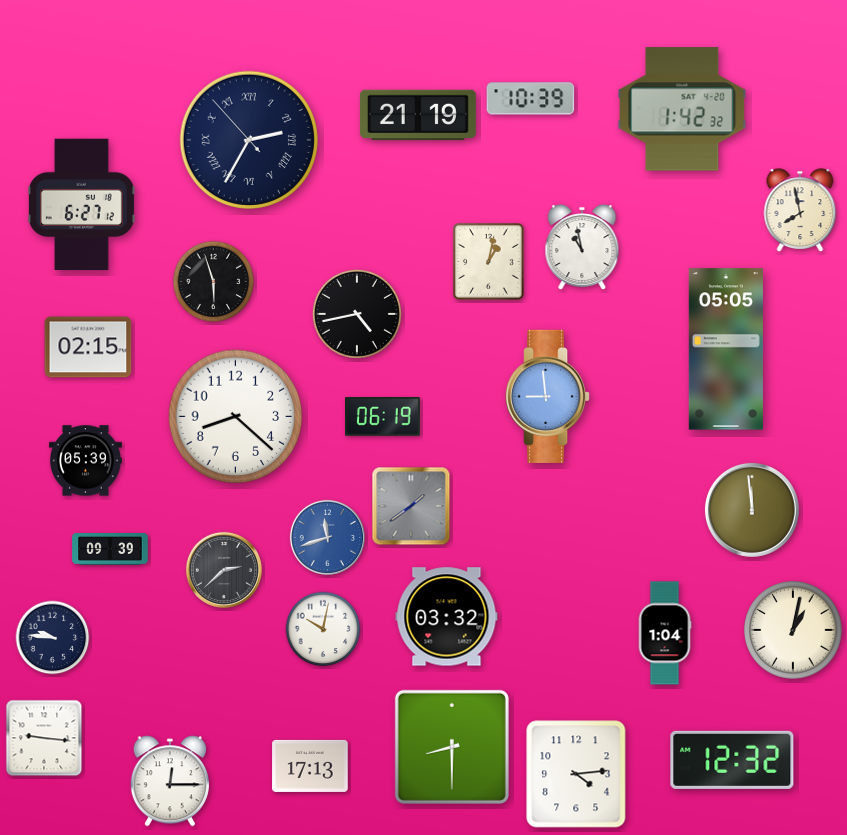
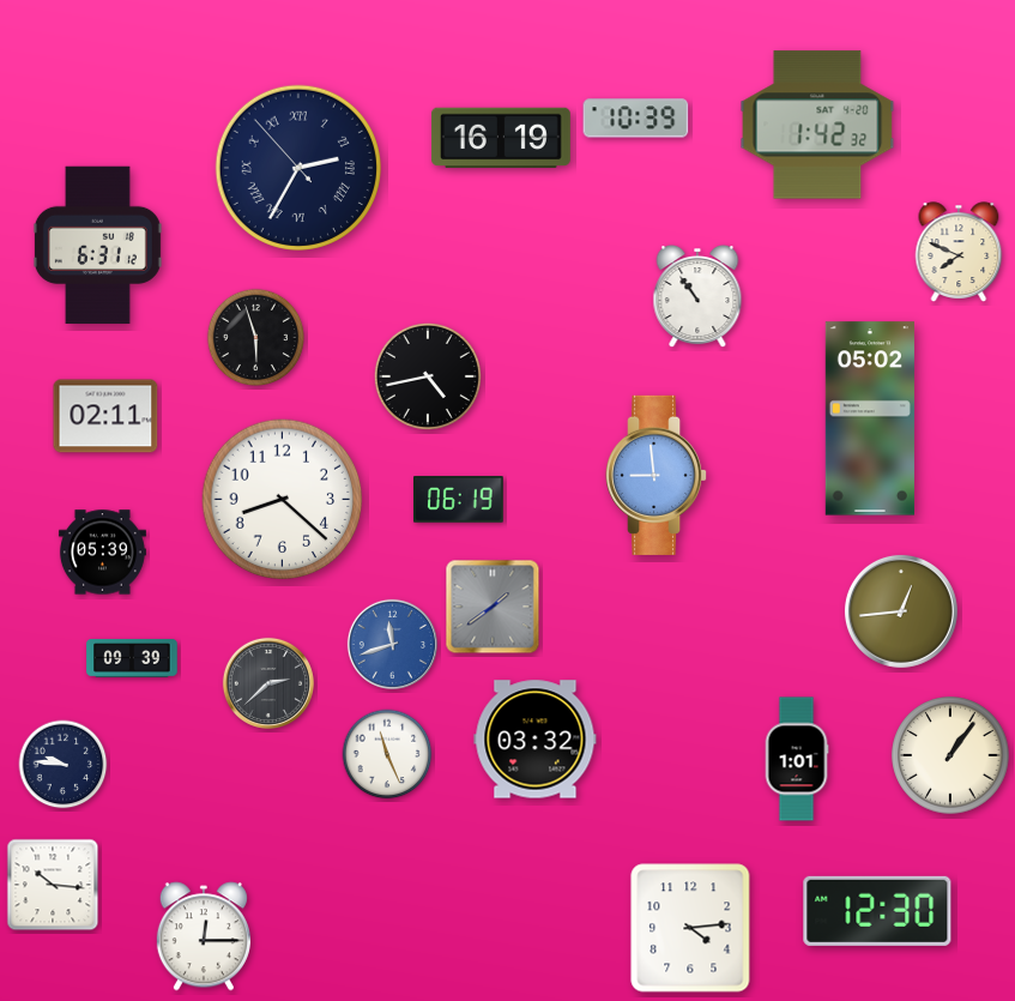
clock at (682, 109) position: (682, 109) -> (817, 125)
clock at (419, 115): 21:19 -> 16:19
clock at (81, 205): 6:27 -> 6:31
clock at (800, 210): 7:58 -> 7:49
clock at (582, 248): 10:58 -> 10:54
clock at (489, 262): 1:02 -> none
clock at (88, 347): 02:15 -> 02:11
clock at (726, 349): 05:05 -> 05:02
clock at (752, 510): 11:59 -> 12:44
clock at (323, 629): 10:02 -> 11:26
clock at (793, 630): 1:02 -> 1:06
clock at (665, 633): 1:04 -> 1:01
clock at (44, 738): 9:16 -> 10:16
clock at (452, 747): 8:30 -> none
clock at (732, 760): 12:32 -> 12:30
clock at (310, 766): 17:13 -> none
